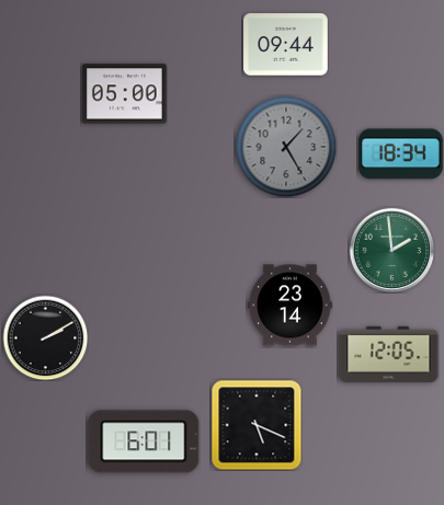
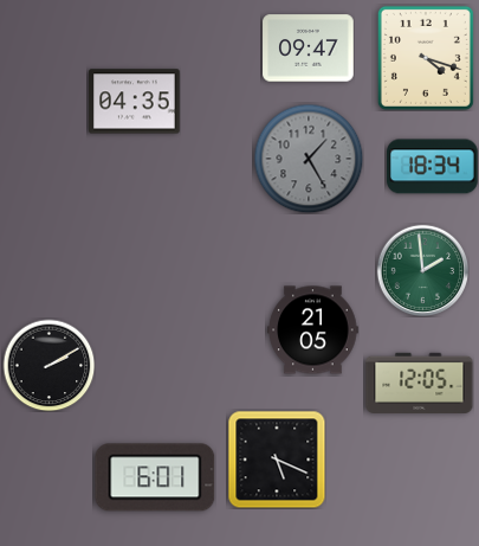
clock at (286, 45): 09:44 -> 09:47
clock at (426, 58): none -> 4:18
clock at (125, 94): 05:00 -> 04:35
clock at (291, 306): 23:14 -> 21:05
